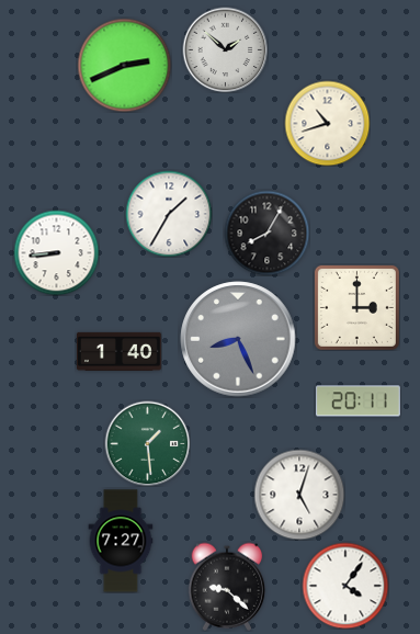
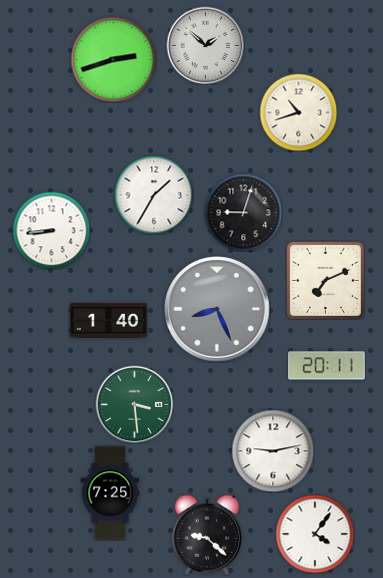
clock at (124, 65): 2:41 -> 2:42
clock at (266, 233): 8:05 -> 9:03
clock at (356, 307): 3:00 -> 7:11
clock at (147, 443): 1:29 -> 3:29
clock at (299, 495): 5:03 -> 9:13
clock at (121, 541): 7:27 -> 7:25
